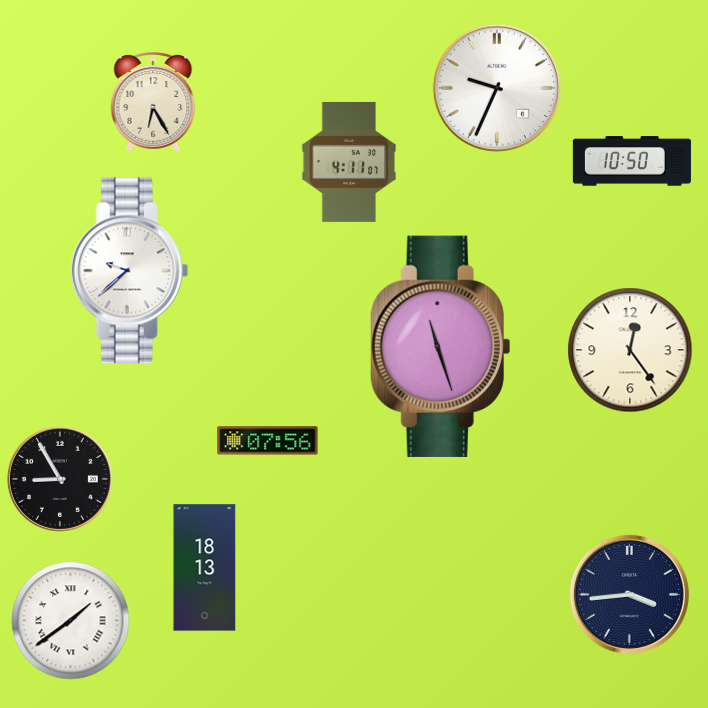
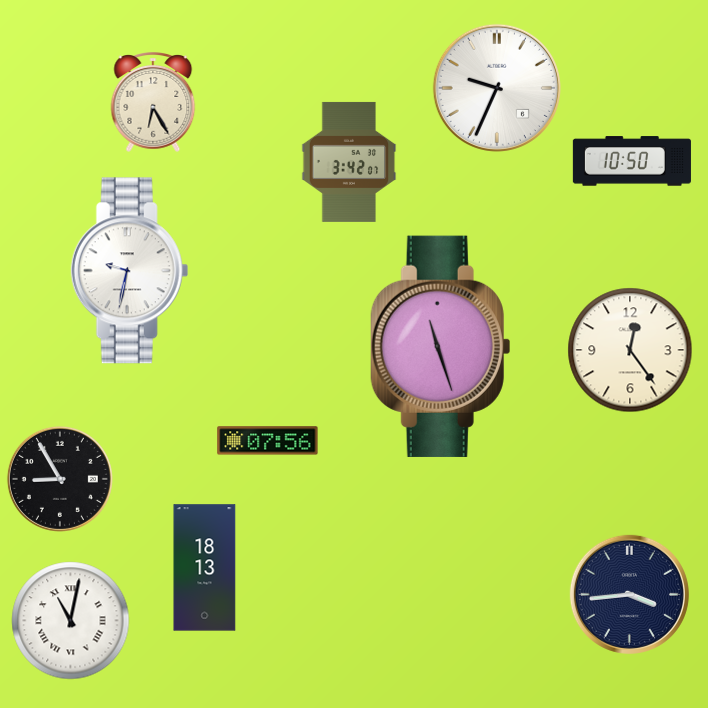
clock at (349, 162): 4:11 -> 3:42
clock at (130, 271): 9:38 -> 9:32
clock at (71, 621): 1:39 -> 11:02
